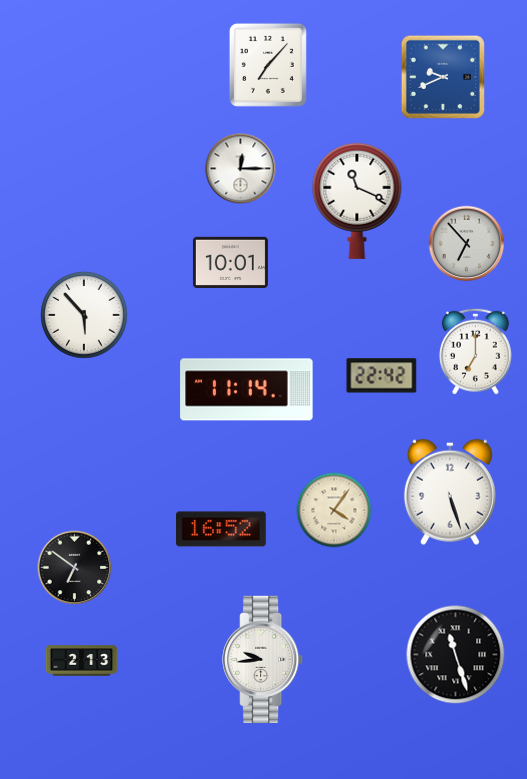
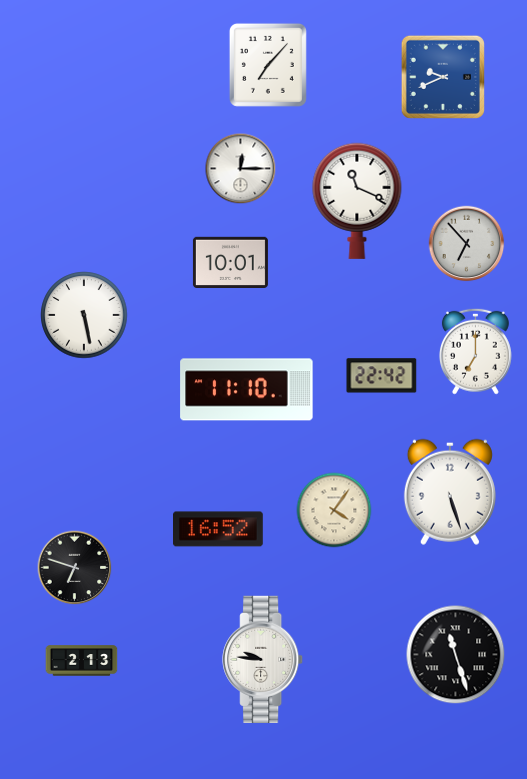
clock at (84, 315): 5:53 -> 5:28
clock at (247, 390): 11:14 -> 11:10
clock at (222, 529) position: (222, 529) -> (219, 529)
clock at (75, 568): 6:51 -> 6:48
clock at (263, 660): 9:44 -> 9:46
